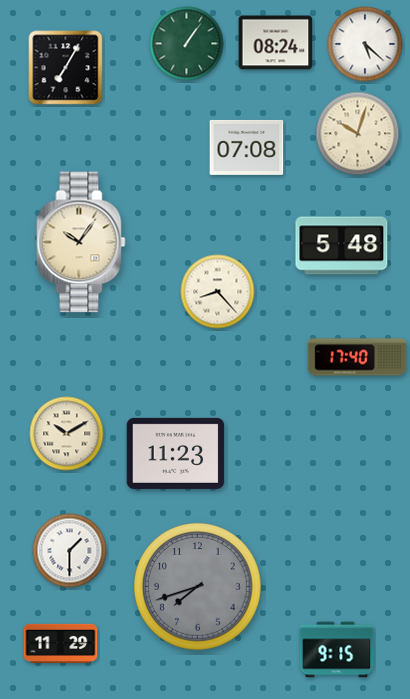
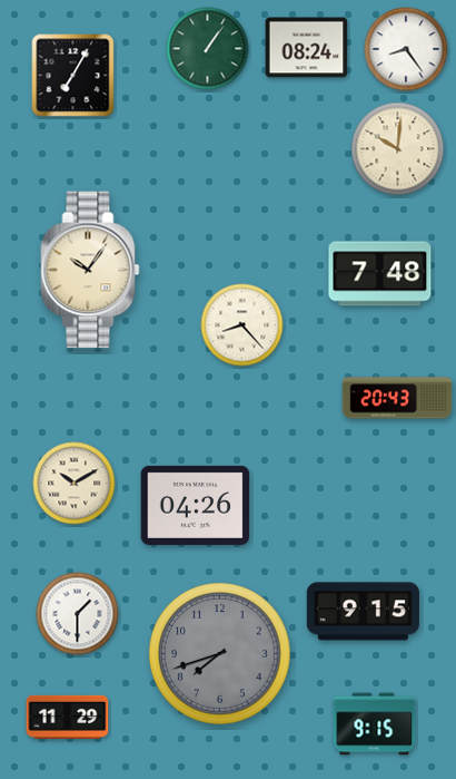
clock at (365, 44): 5:22 -> 8:24
clock at (358, 134): 10:03 -> 10:01
clock at (247, 147): 07:08 -> none
clock at (342, 246): 5:48 -> 7:48
clock at (357, 357): 17:40 -> 20:43
clock at (176, 453): 11:23 -> 04:26
clock at (363, 612): none -> 9:15
